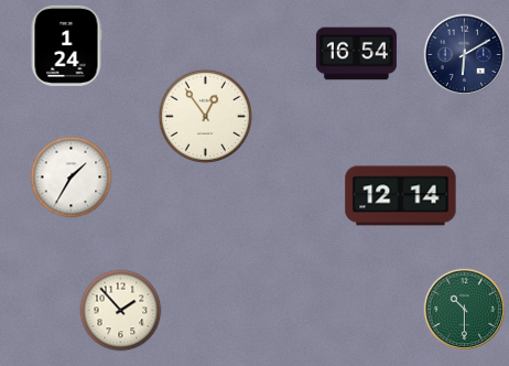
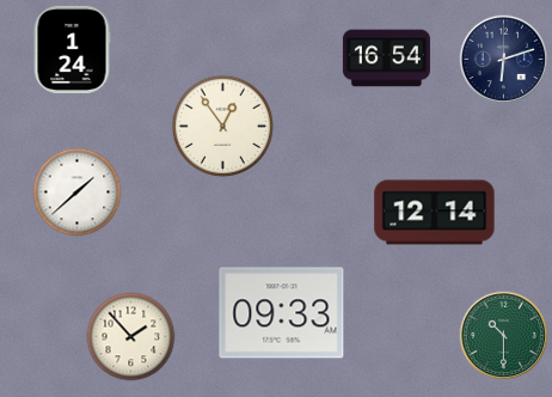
clock at (465, 55): 6:10 -> 6:12
clock at (72, 177): 1:35 -> 1:38
clock at (282, 313): none -> 09:33
